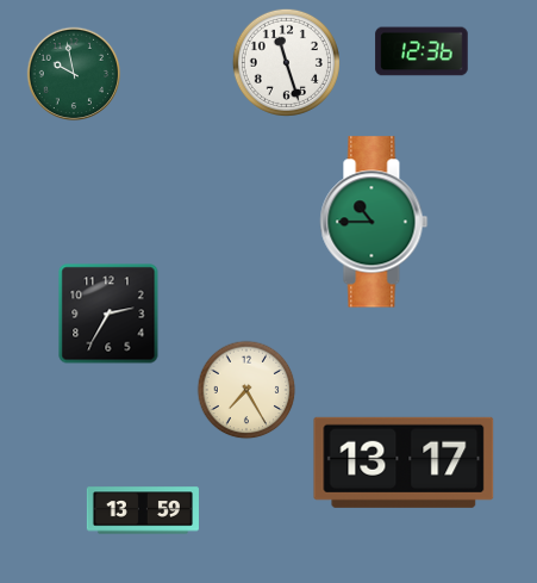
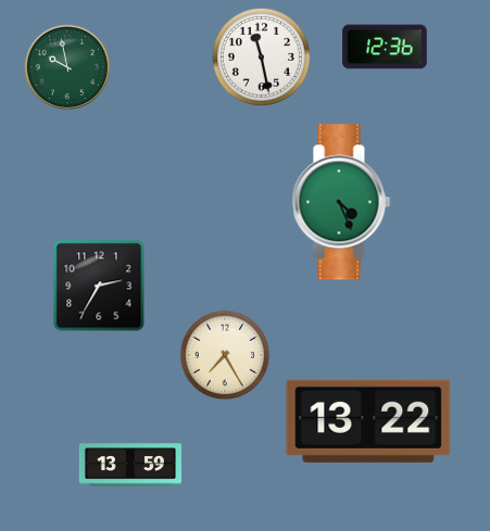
clock at (286, 62): 11:27 -> 11:28
clock at (374, 222): 10:45 -> 4:26
clock at (404, 463): 13:17 -> 13:22
